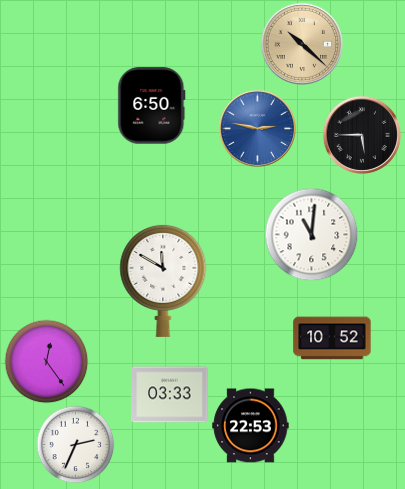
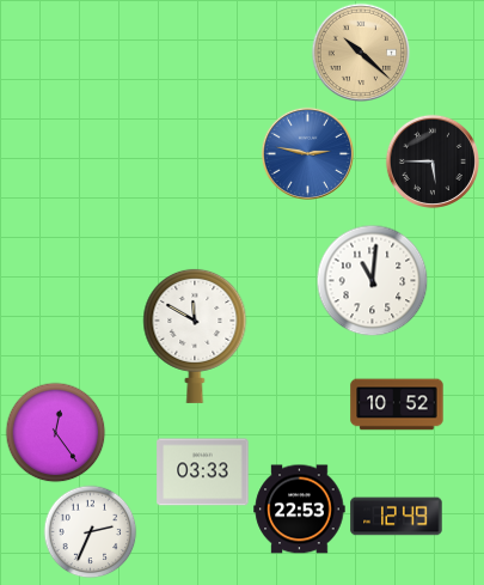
clock at (152, 106): 6:50 -> none
clock at (397, 517): none -> 12:49
